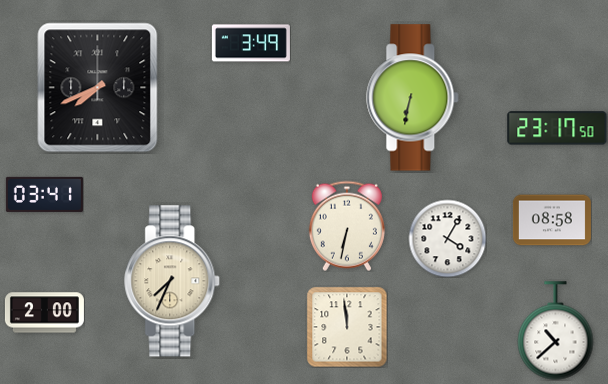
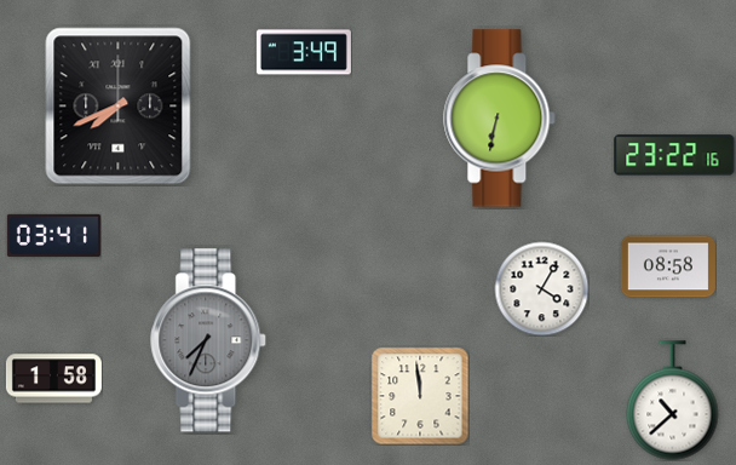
clock at (557, 128): 23:17 -> 23:22
clock at (347, 226): 6:32 -> none
clock at (173, 281) dial: cream -> grey
clock at (44, 313): 2:00 -> 1:58
